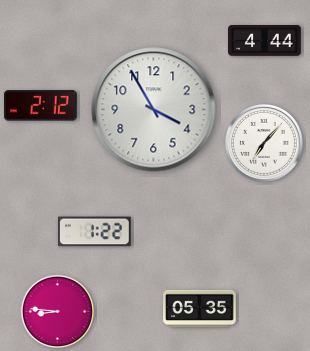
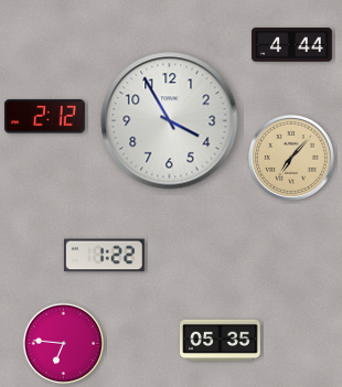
clock at (264, 143) dial: white -> champagne
clock at (58, 312): 8:46 -> 6:46
